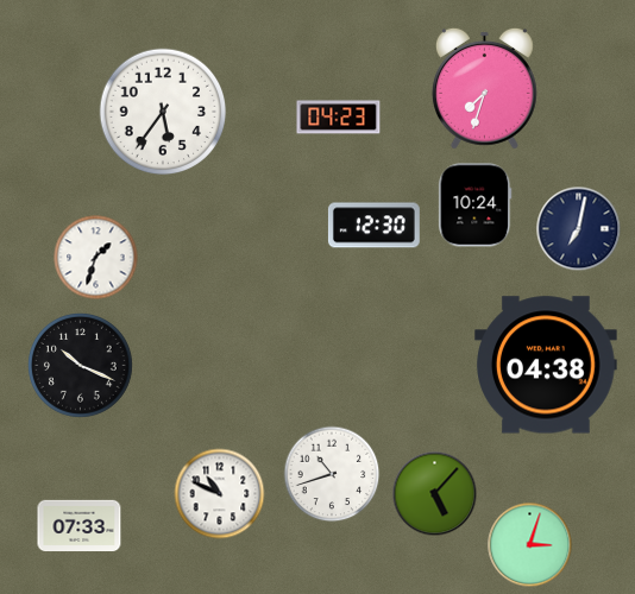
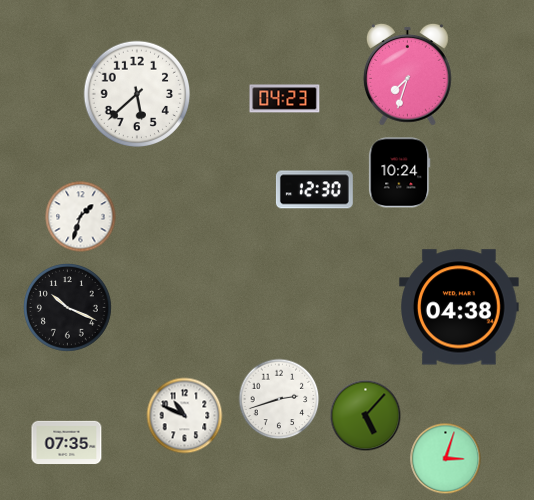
clock at (163, 112): 5:36 -> 5:38
clock at (579, 229): 7:02 -> none
clock at (332, 474): 10:42 -> 2:42
clock at (80, 526): 07:33 -> 07:35
